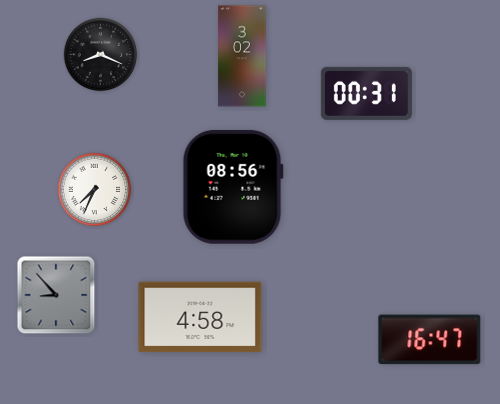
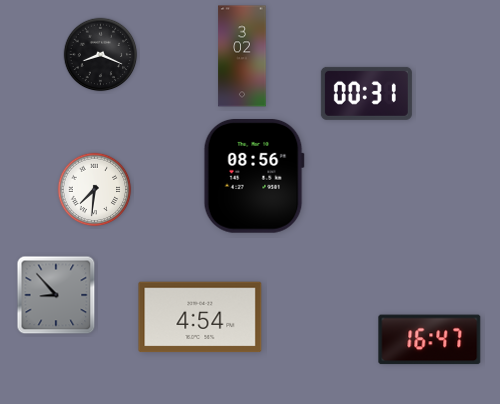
clock at (233, 187) position: (233, 187) -> (254, 176)
clock at (95, 190): 7:34 -> 7:31
clock at (200, 317): 4:58 -> 4:54
